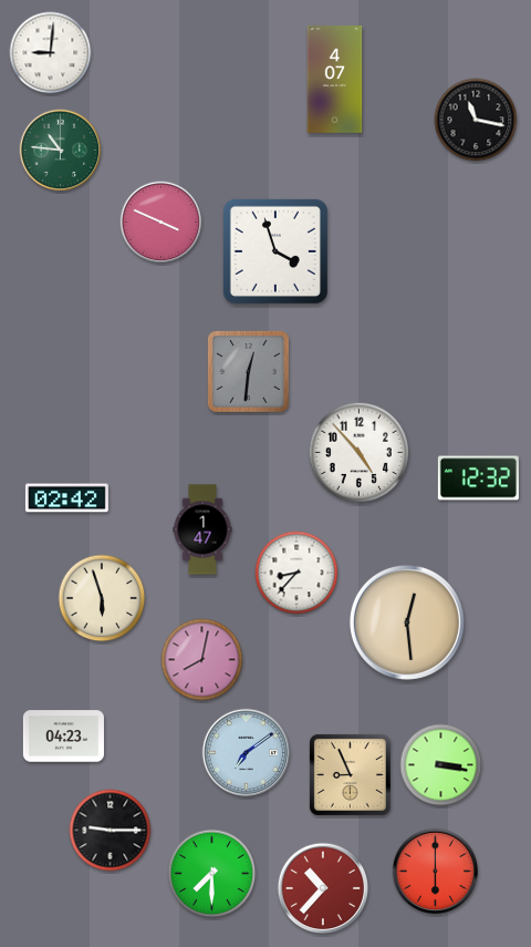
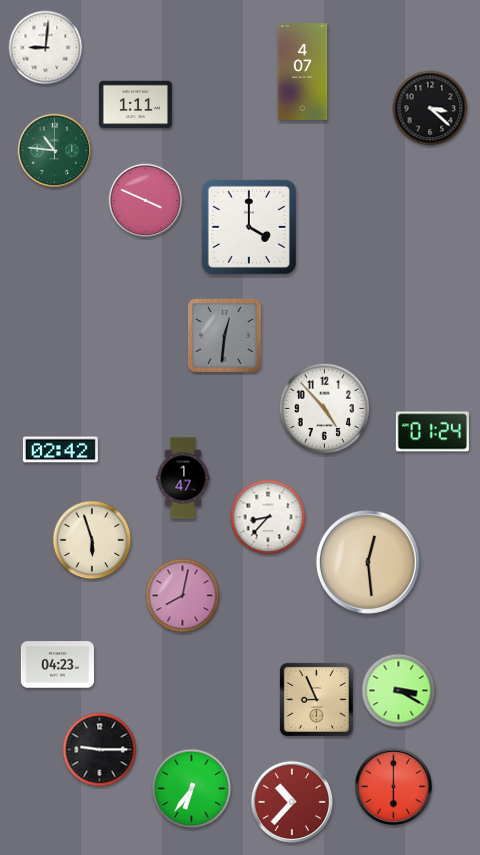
clock at (135, 105): none -> 1:11
clock at (476, 120): 11:17 -> 3:22
clock at (61, 151) position: (61, 151) -> (55, 151)
clock at (275, 251): 3:57 -> 4:00
clock at (478, 478): 12:32 -> 01:24
clock at (247, 753): 7:09 -> none
clock at (441, 765): 3:17 -> 3:20
clock at (212, 874): 7:30 -> 6:36
